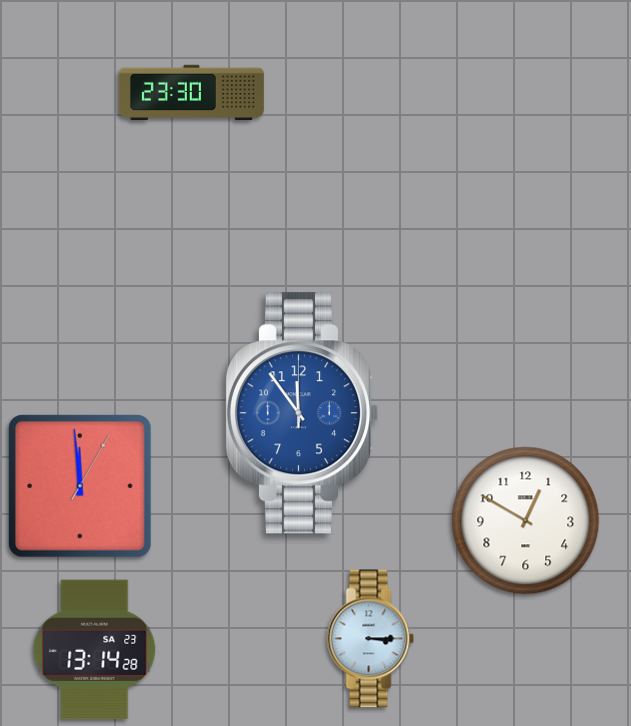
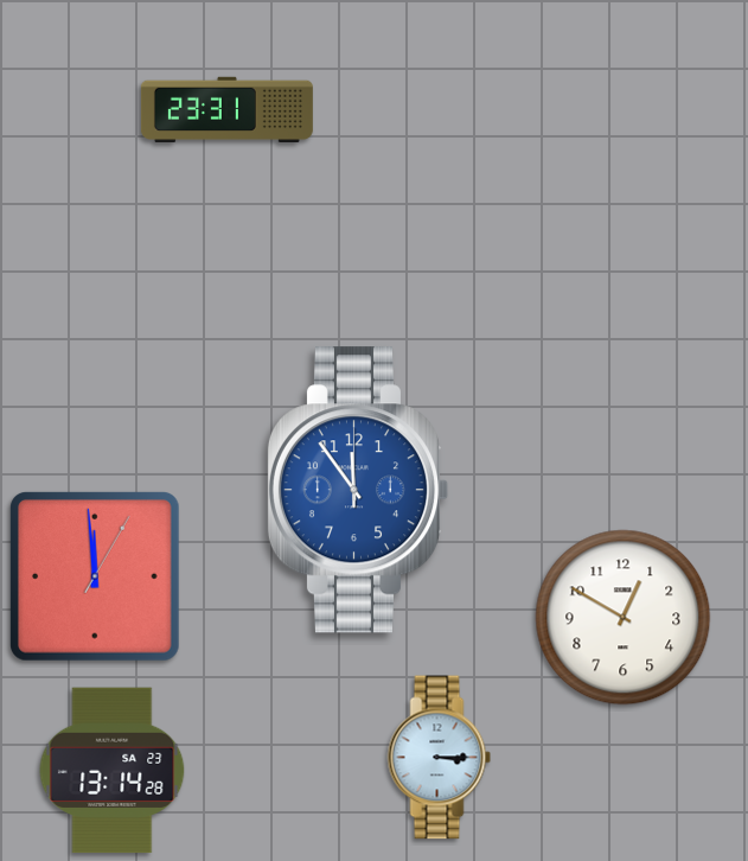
clock at (191, 92): 23:30 -> 23:31
